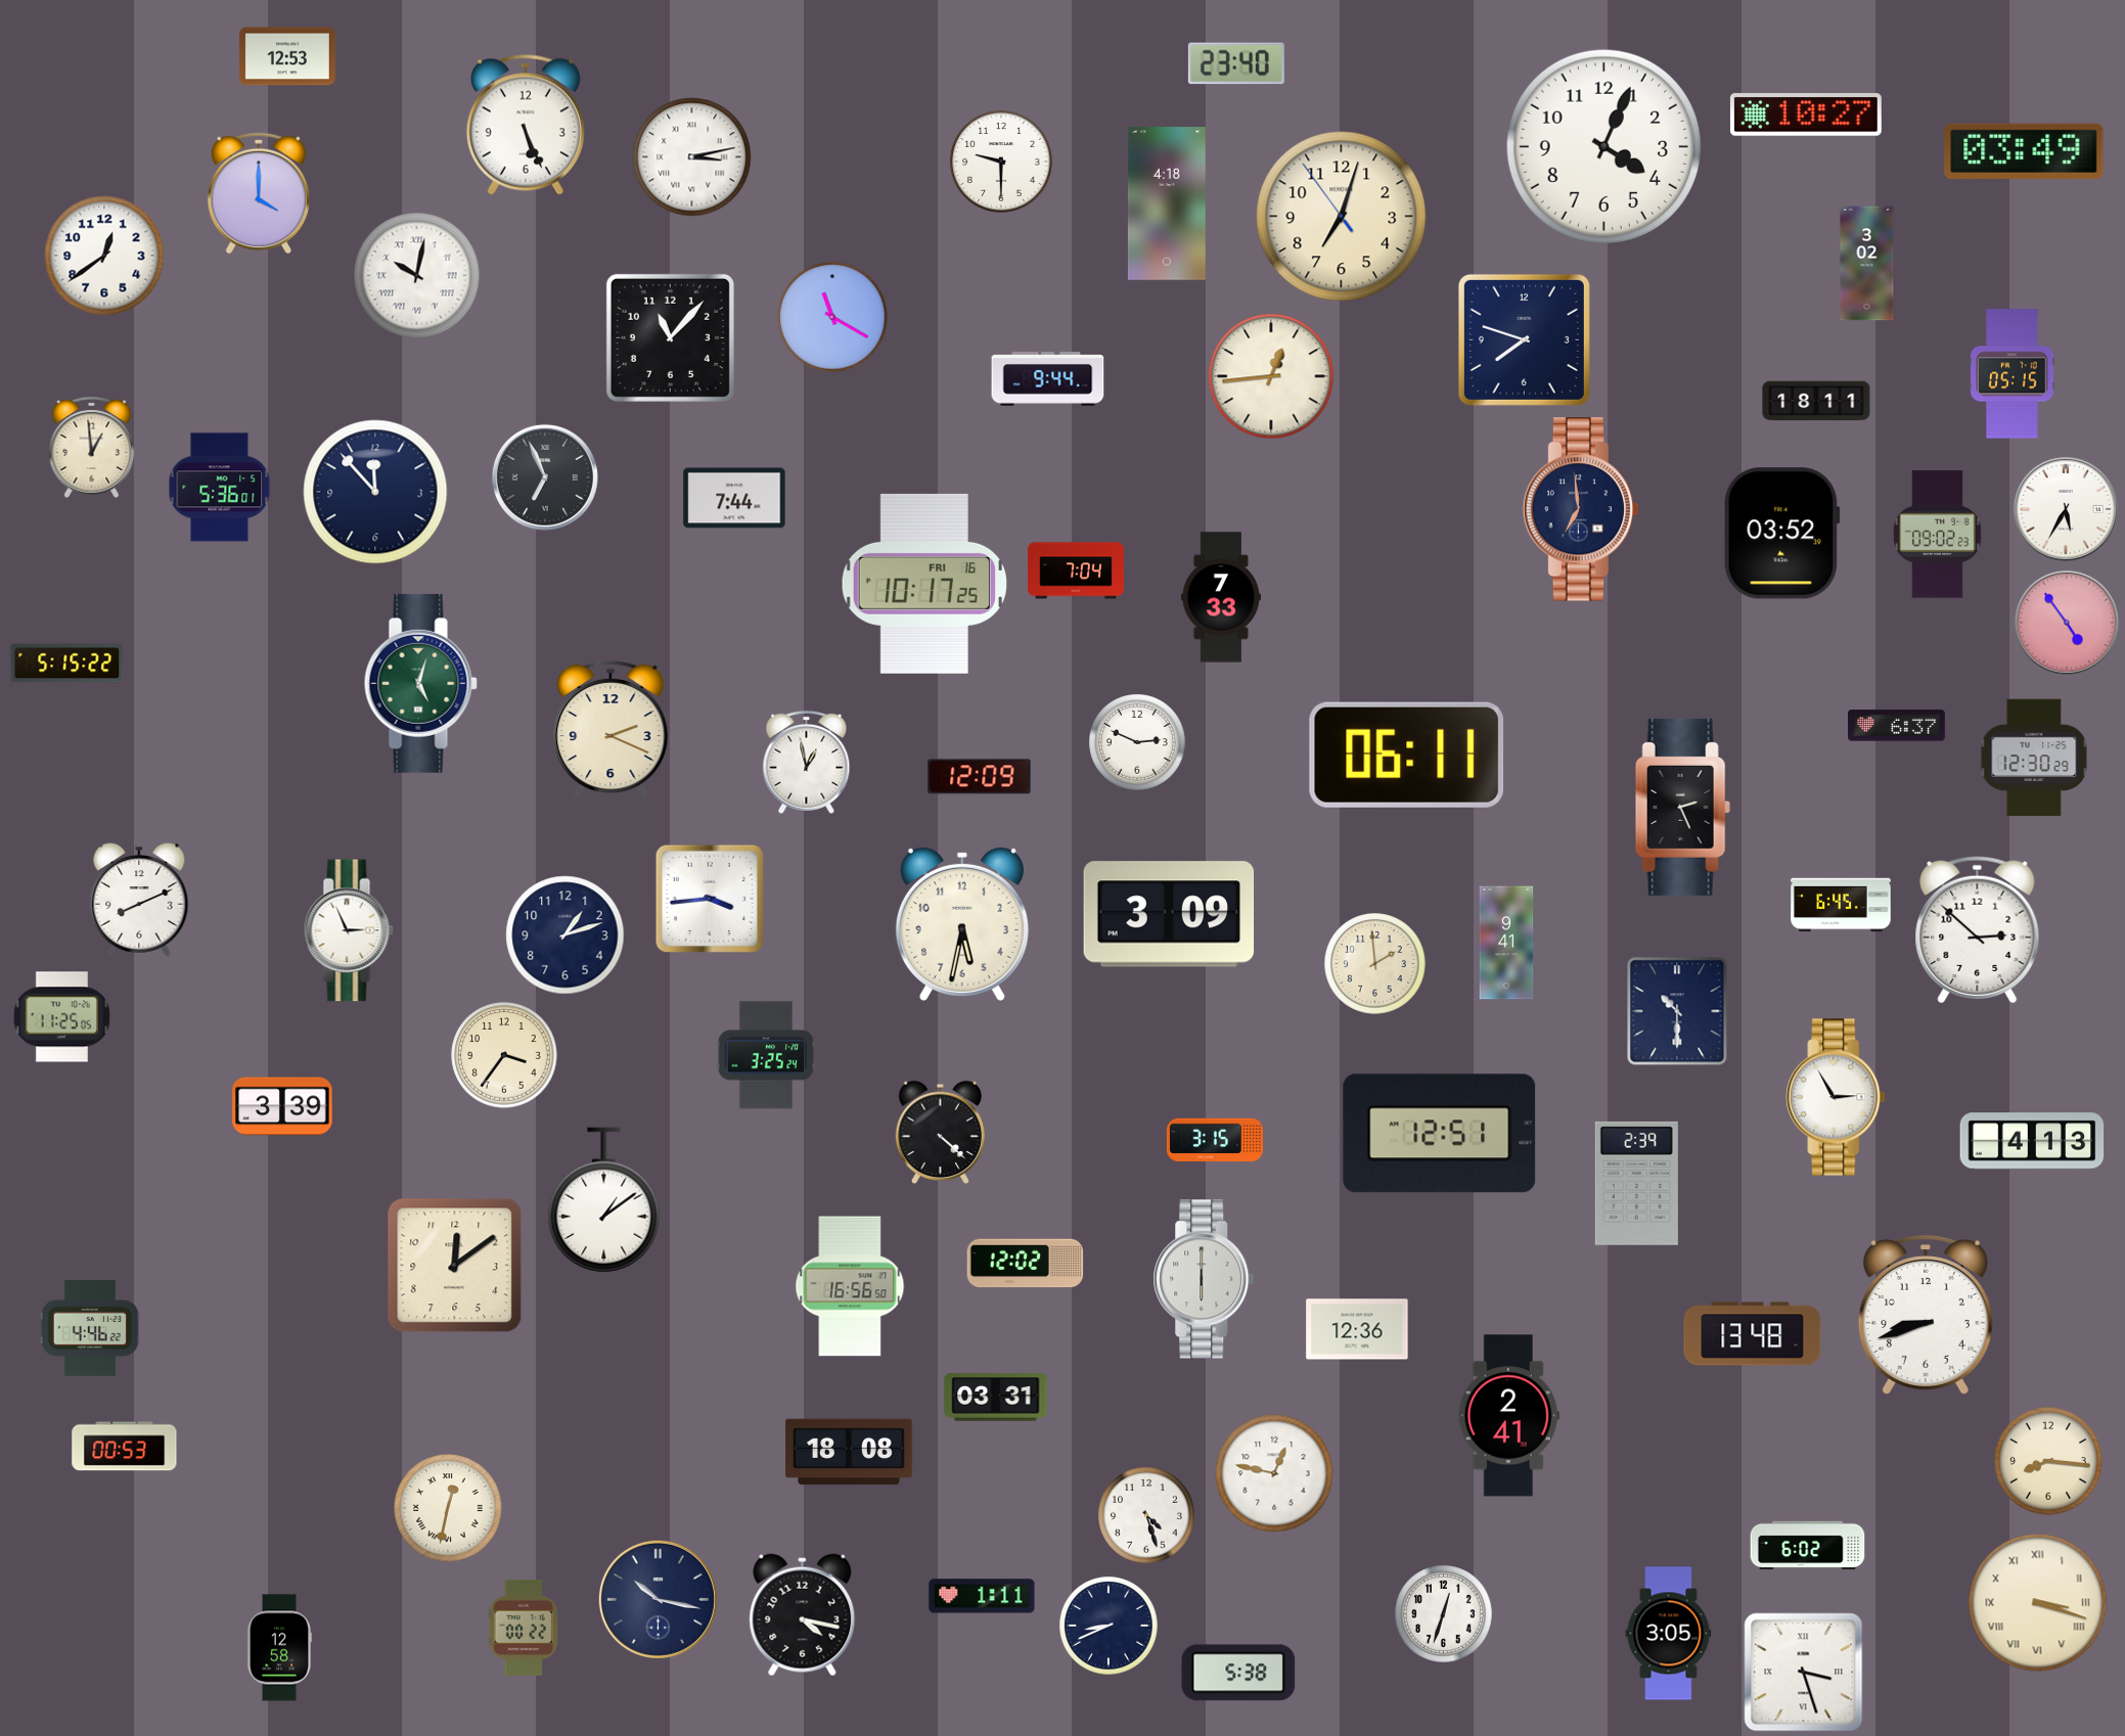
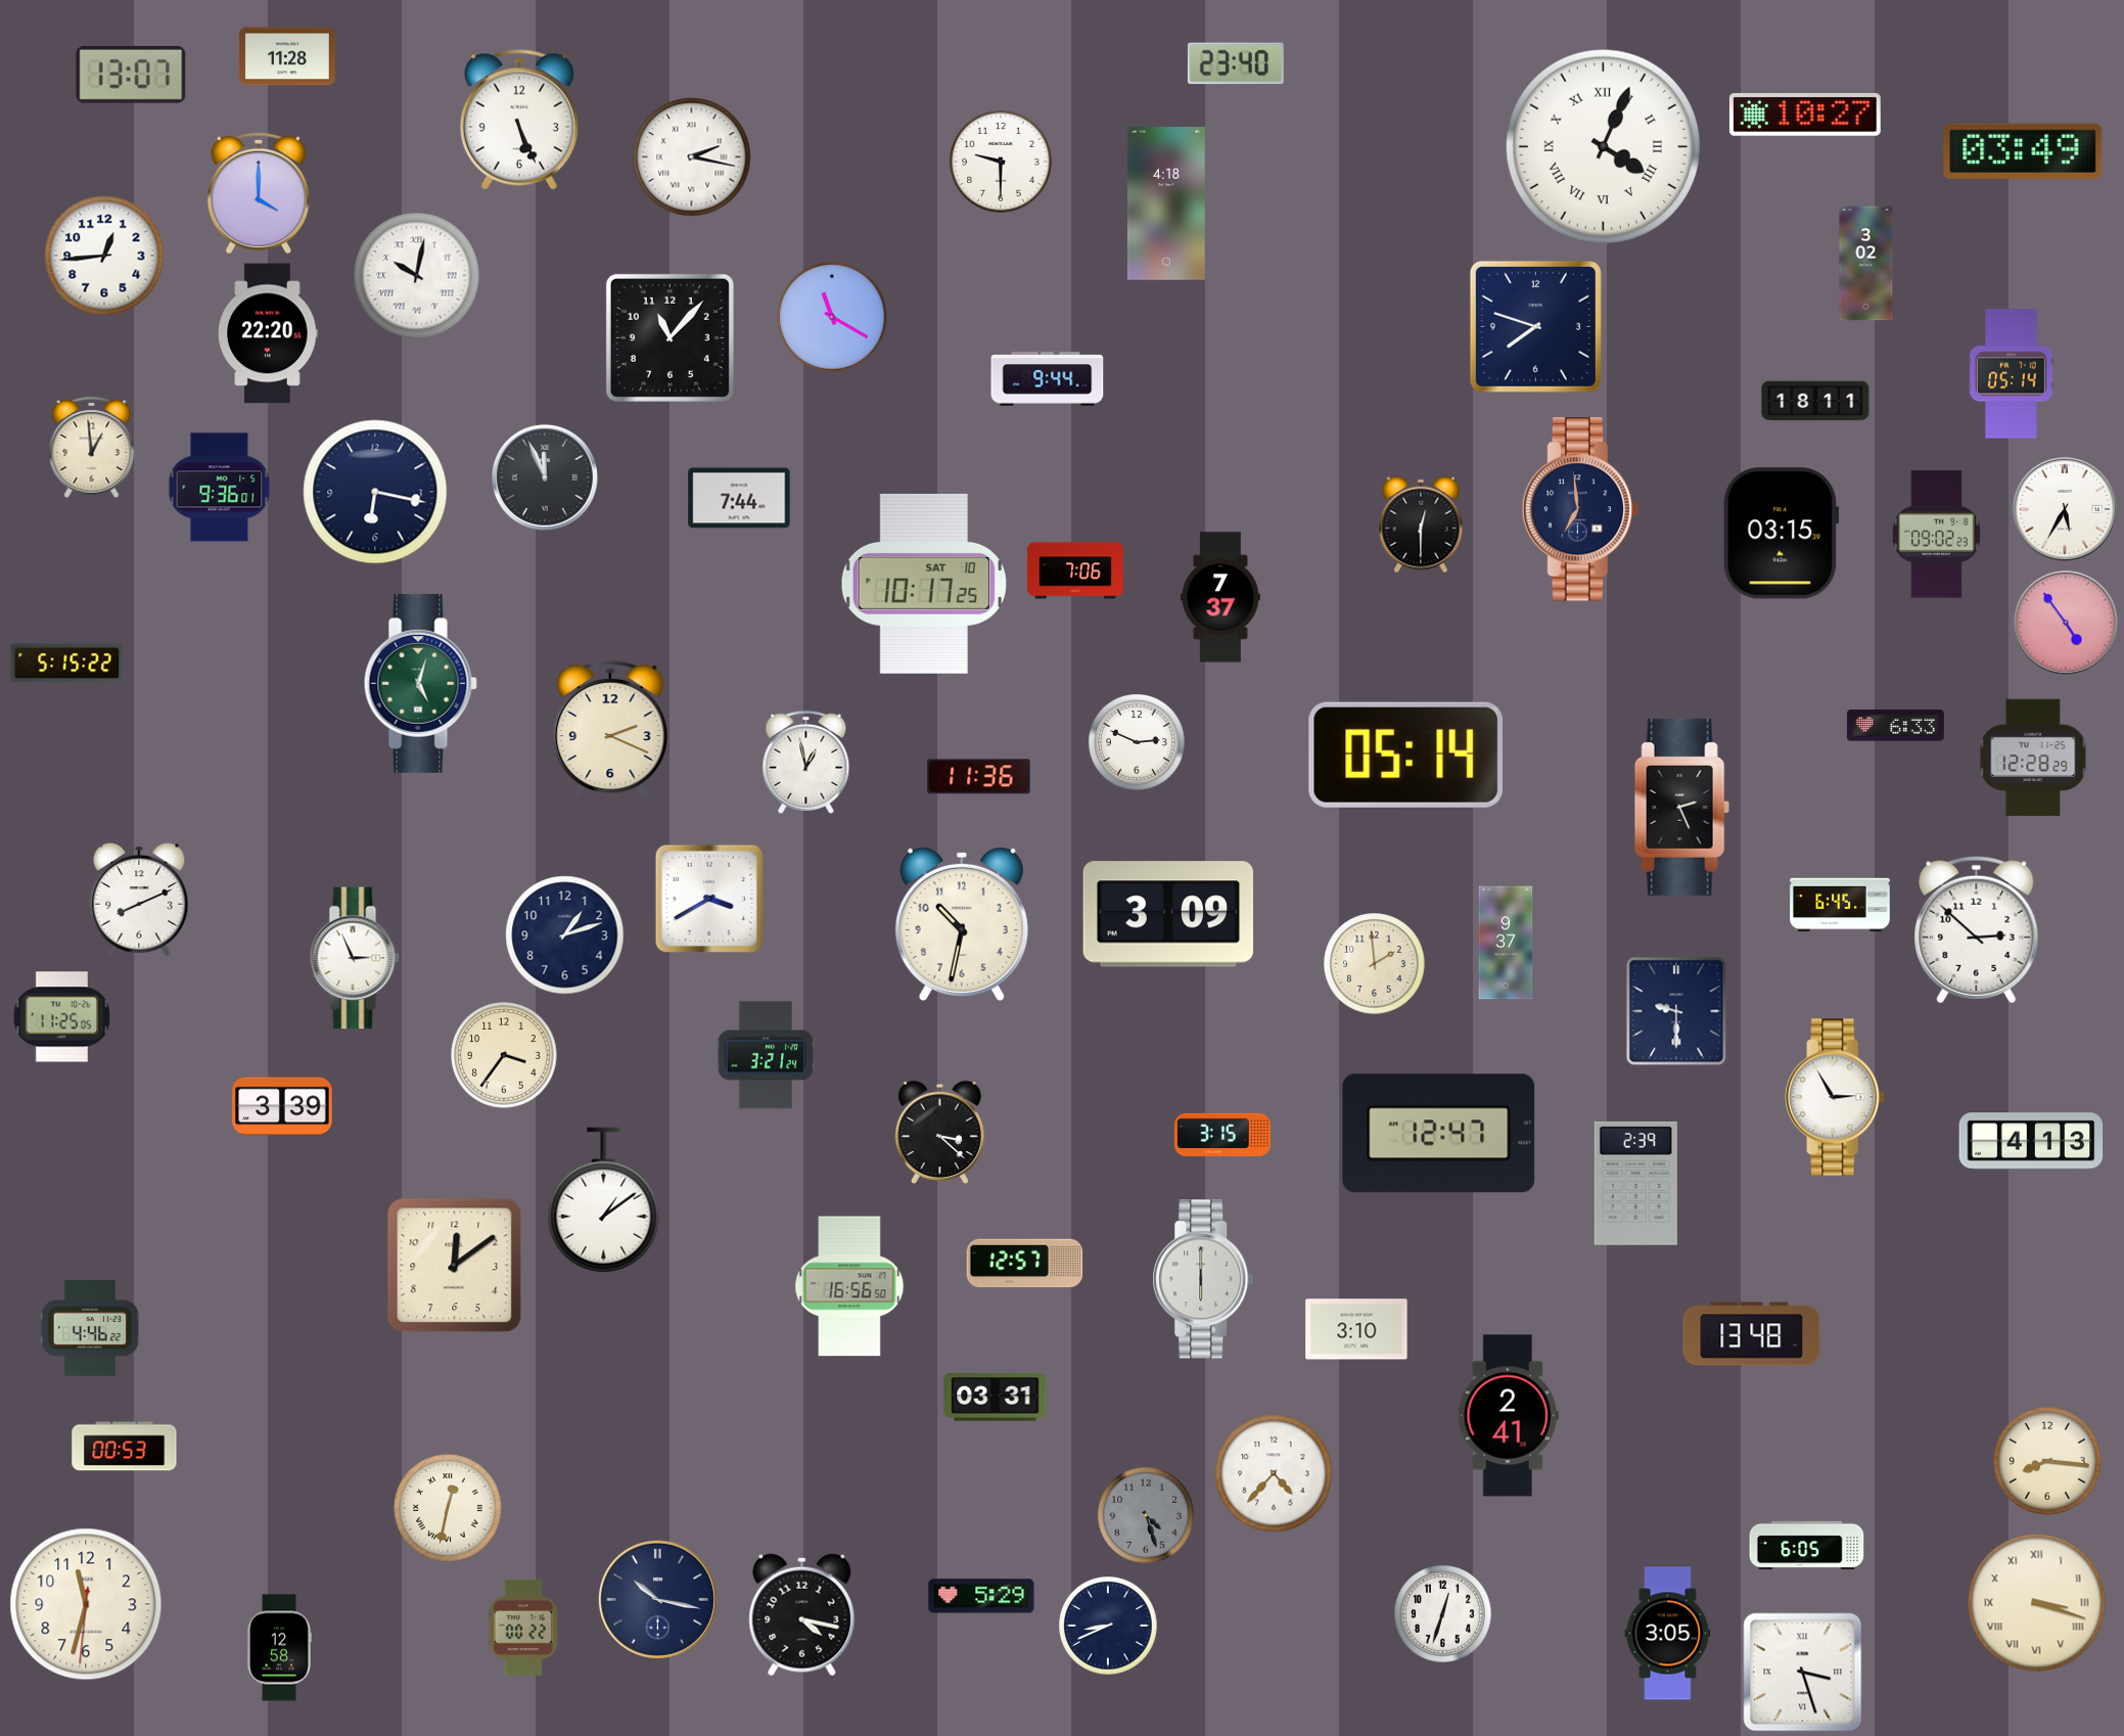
clock at (287, 56): 12:53 -> 11:28
clock at (131, 76): none -> 13:07
clock at (526, 125) position: (526, 125) -> (519, 120)
clock at (1604, 147) numerals: Arabic -> Roman
clock at (692, 157): 3:13 -> 2:17
clock at (1342, 217): 7:02 -> none
clock at (104, 256): 12:39 -> 12:44
clock at (268, 333): none -> 22:20
clock at (1524, 339) position: (1524, 339) -> (1535, 326)
clock at (2013, 374): 05:15 -> 05:14
clock at (1271, 376): 12:44 -> none
clock at (545, 477): 6:56 -> 11:56
clock at (220, 488): 5:36 -> 9:36
clock at (375, 492): 11:53 -> 6:17
clock at (734, 498) position: (734, 498) -> (739, 498)
clock at (1421, 524): none -> 12:30
clock at (1781, 534): 03:52 -> 03:15
clock at (1076, 570): 7:04 -> 7:06
clock at (924, 584) date: FRI 16 -> SAT 10
clock at (1221, 597): 7:33 -> 7:37
clock at (1896, 726): 6:37 -> 6:33
clock at (1406, 755): 06:11 -> 05:14
clock at (2034, 758): 12:30 -> 12:28
clock at (980, 777): 12:09 -> 11:36
clock at (710, 899): 3:44 -> 3:40
clock at (962, 924): 5:32 -> 10:32
clock at (349, 930) position: (349, 930) -> (355, 958)
clock at (1506, 943): 9:41 -> 9:37
clock at (1677, 1011): 10:30 -> 9:30
clock at (766, 1055): 3:25 -> 3:21
clock at (941, 1133): 4:22 -> 3:22
clock at (1440, 1134): 12:51 -> 12:47
clock at (1215, 1140) position: (1215, 1140) -> (1222, 1135)
clock at (1026, 1264): 12:02 -> 12:57
clock at (1926, 1315): 8:42 -> none
clock at (1357, 1329): 12:36 -> 3:10
clock at (849, 1452): 18:08 -> none
clock at (1274, 1473): 12:47 -> 4:37
clock at (1146, 1515) dial: white -> grey
clock at (1808, 1546): 6:02 -> 6:05
clock at (982, 1596): 1:11 -> 5:29
clock at (86, 1604): none -> 11:32
clock at (1238, 1673): 5:38 -> none
